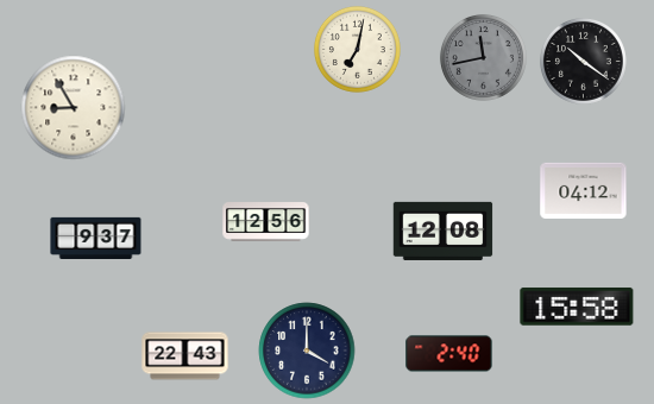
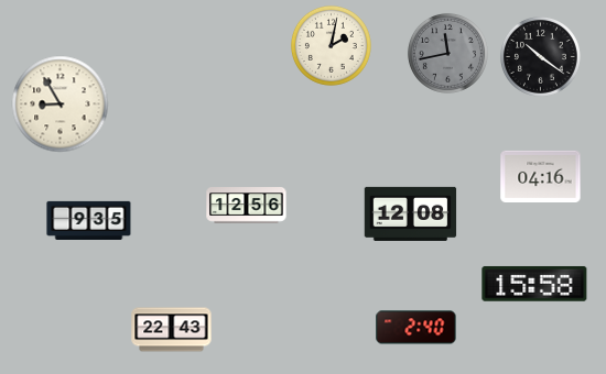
clock at (357, 49): 7:02 -> 2:02
clock at (74, 108) position: (74, 108) -> (61, 105)
clock at (584, 190): 04:12 -> 04:16
clock at (96, 238): 9:37 -> 9:35
clock at (307, 351): 4:00 -> none
